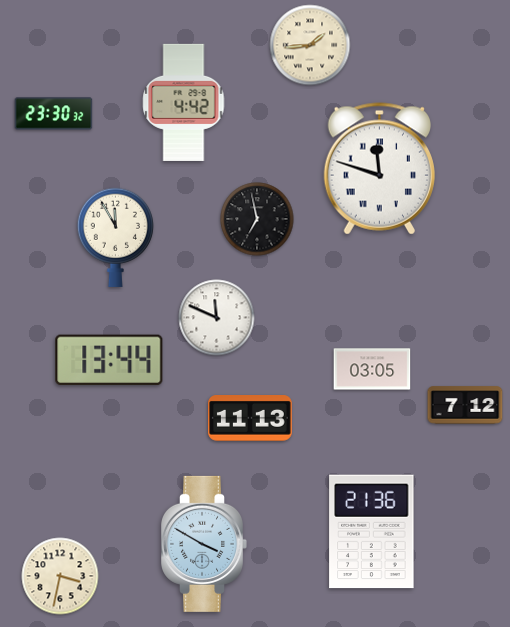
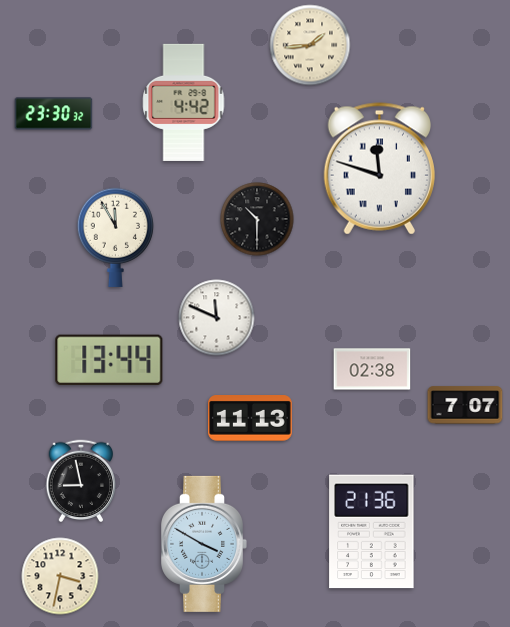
clock at (257, 219): 6:58 -> 10:30
clock at (372, 369): 03:05 -> 02:38
clock at (465, 405): 7:12 -> 7:07
clock at (81, 481): none -> 8:58
